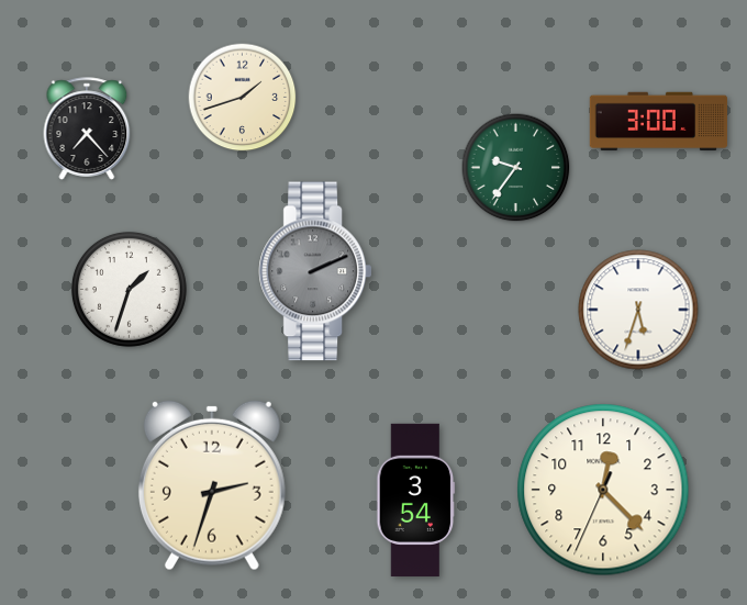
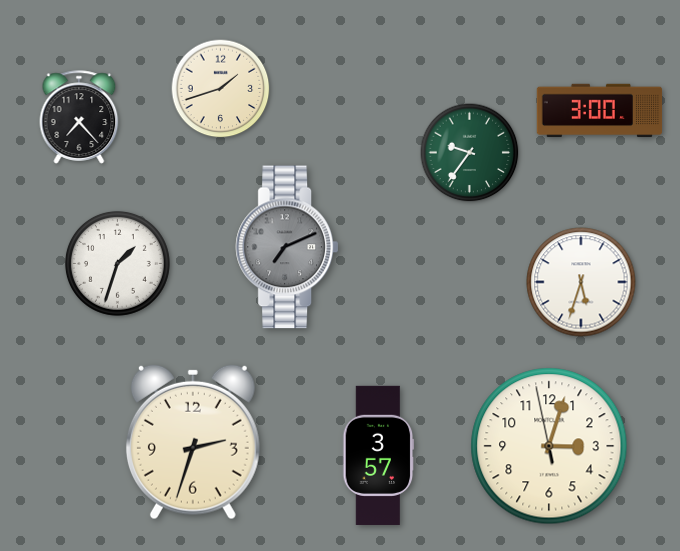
clock at (314, 271): 2:11 -> 7:11
clock at (603, 490): 12:22 -> 3:02
clock at (416, 500): 3:54 -> 3:57
